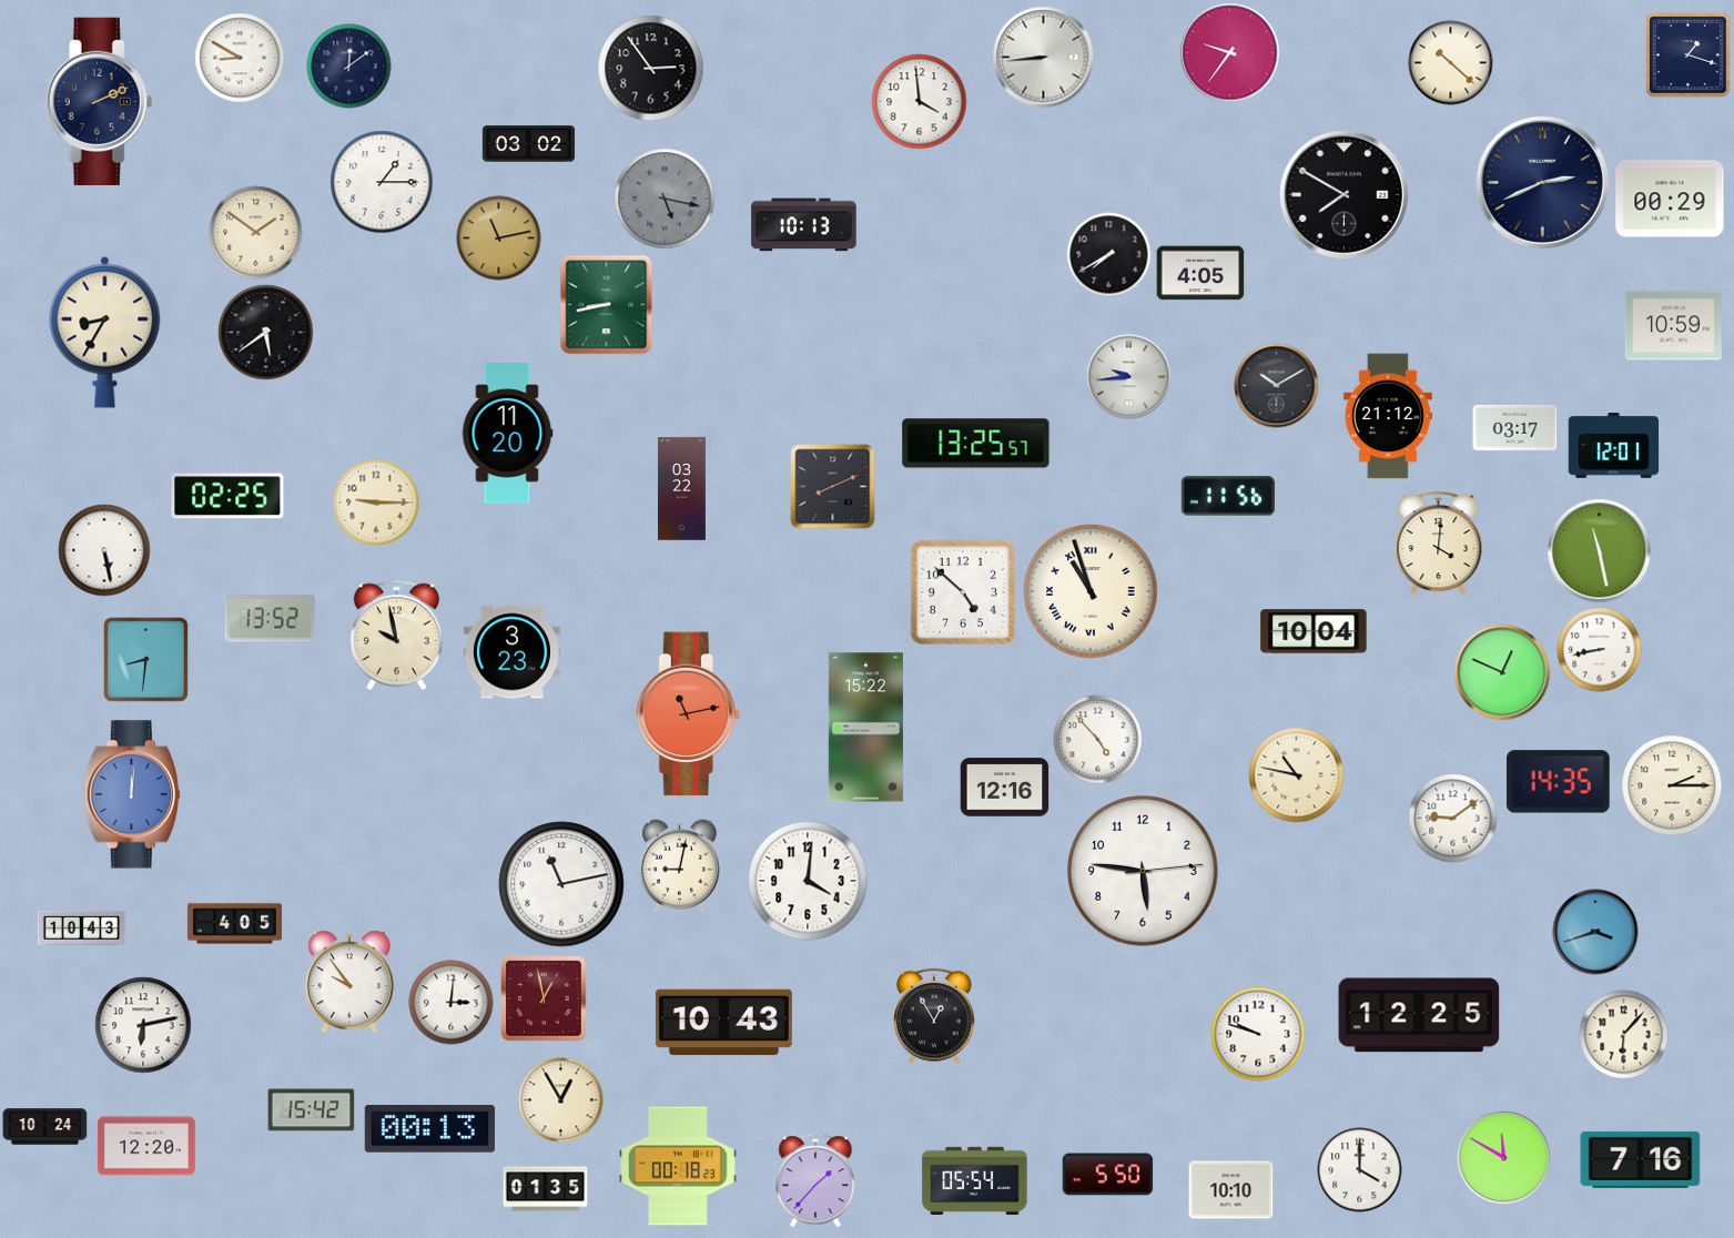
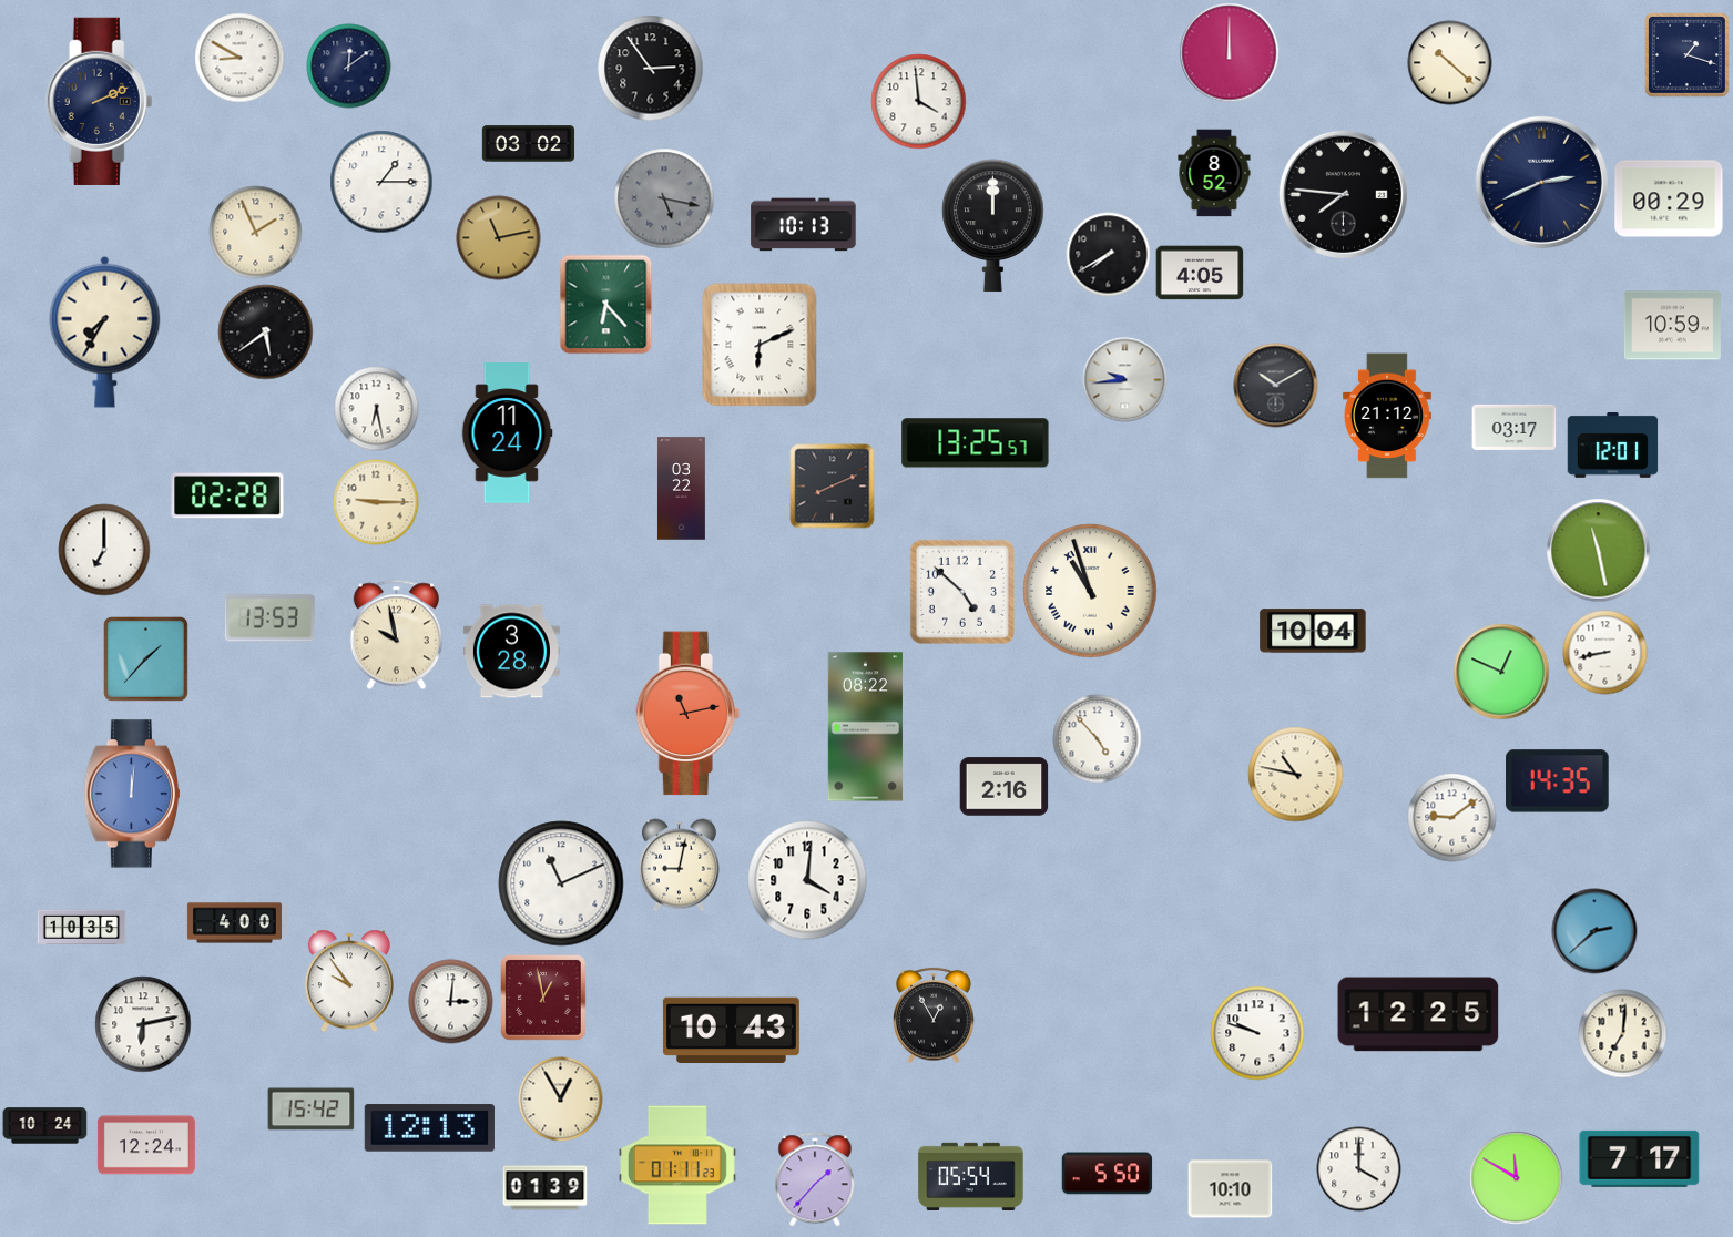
clock at (1230, 53): 9:36 -> 12:00
clock at (1044, 58): 8:44 -> none
clock at (1214, 173): none -> 8:52
clock at (1343, 194): 7:50 -> 7:46
clock at (993, 225): none -> 12:00
clock at (256, 233): 1:51 -> 1:56
clock at (607, 305): 8:43 -> 6:23
clock at (105, 332): 8:35 -> 7:35
clock at (760, 345): none -> 6:11
clock at (1129, 377) position: (1129, 377) -> (1125, 380)
clock at (377, 409): none -> 6:28
clock at (507, 434): 11:20 -> 11:24
clock at (227, 496): 02:25 -> 02:28
clock at (1228, 496): 11:56 -> none
clock at (1439, 544): 4:01 -> none
clock at (104, 550): 5:28 -> 7:00
clock at (271, 619): 13:52 -> 13:53
clock at (1600, 650) position: (1600, 650) -> (1605, 653)
clock at (511, 652): 3:23 -> 3:28
clock at (145, 659): 8:31 -> 1:37
clock at (865, 728): 15:22 -> 08:22
clock at (1672, 785): 2:15 -> none
clock at (1005, 788): 12:16 -> 2:16
clock at (1143, 871): 5:46 -> none
clock at (561, 884): 11:13 -> 11:11
clock at (234, 924): 4:05 -> 4:00
clock at (82, 927): 10:43 -> 10:35
clock at (1595, 932): 3:42 -> 2:38
clock at (723, 1023) position: (723, 1023) -> (731, 1031)
clock at (1624, 1035): 6:07 -> 7:01
clock at (429, 1129): 00:13 -> 12:13
clock at (146, 1146): 12:20 -> 12:24
clock at (1504, 1158) position: (1504, 1158) -> (1517, 1178)
clock at (1641, 1159): 7:16 -> 7:17
clock at (679, 1166): 00:18 -> 01:11
clock at (975, 1180) position: (975, 1180) -> (971, 1176)
clock at (546, 1189): 01:35 -> 01:39
